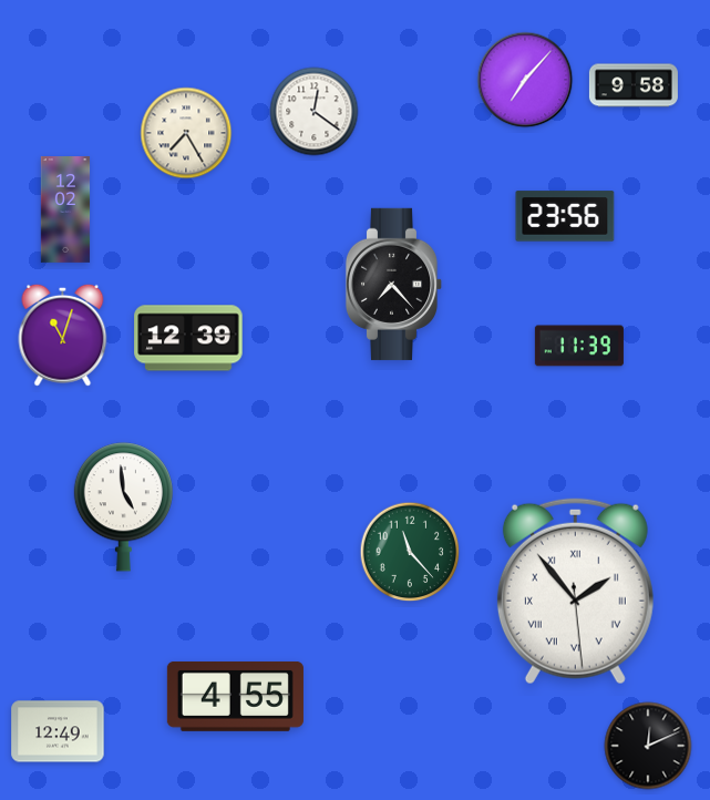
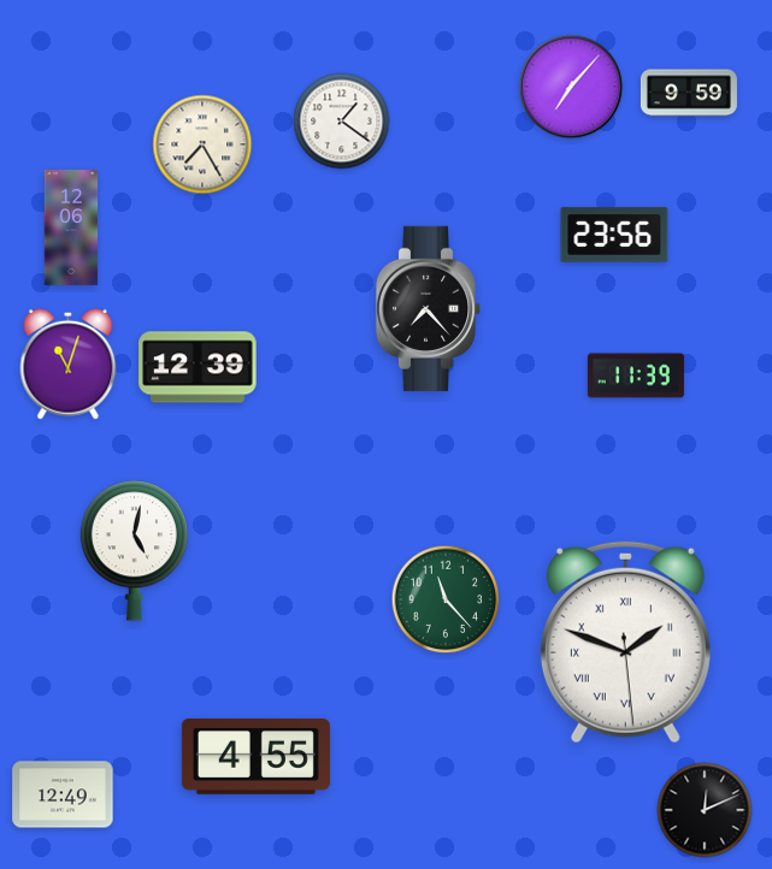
clock at (634, 85): 9:58 -> 9:59
clock at (315, 112): 12:21 -> 1:21
clock at (65, 211): 12:02 -> 12:06
clock at (188, 338) position: (188, 338) -> (198, 367)
clock at (579, 346) position: (579, 346) -> (636, 376)
clock at (123, 507): 4:59 -> 5:02
clock at (575, 592): 1:53 -> 1:48
